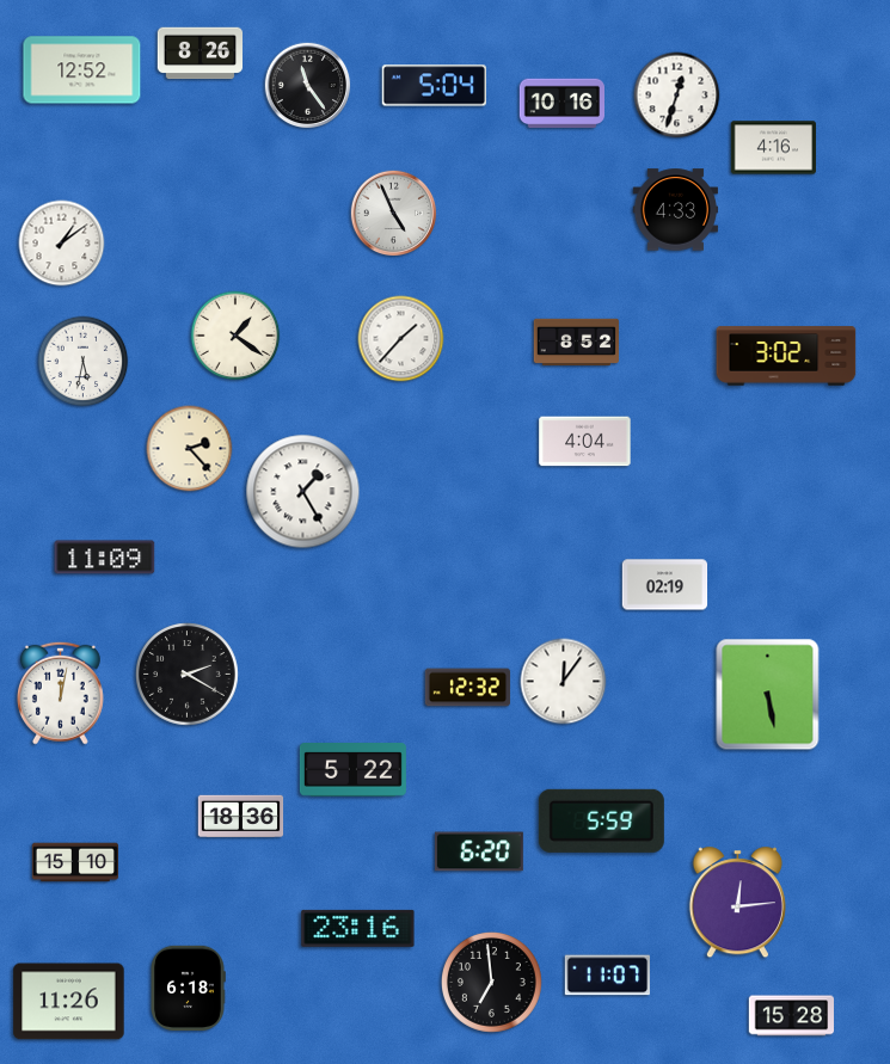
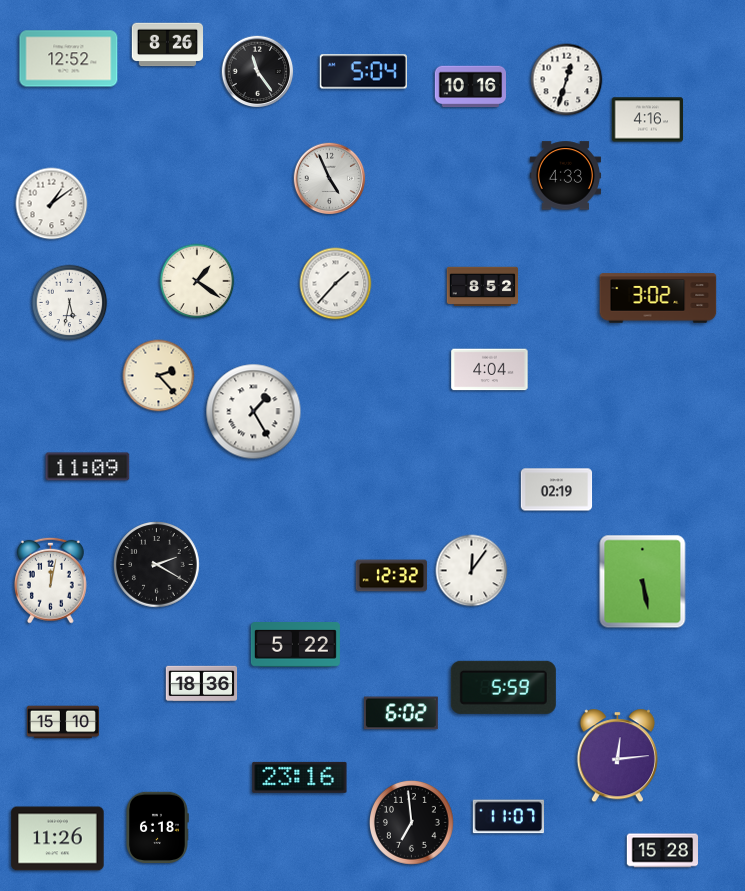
clock at (774, 148) position: (774, 148) -> (648, 120)
clock at (479, 851): 6:20 -> 6:02
